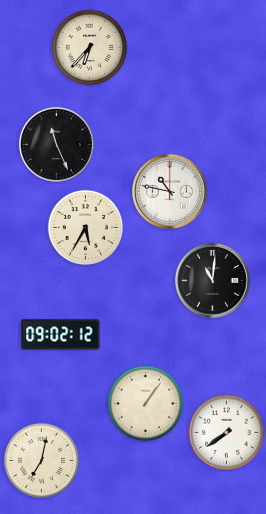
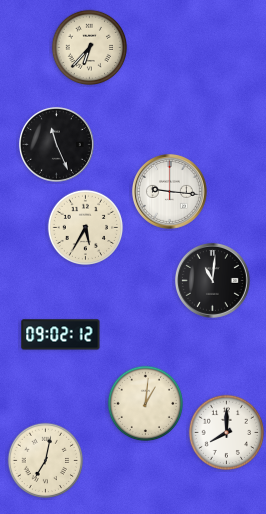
clock at (169, 191): 10:47 -> 9:16
clock at (146, 404): 1:06 -> 1:01
clock at (227, 433): 7:39 -> 8:00
clock at (42, 461) position: (42, 461) -> (46, 461)
